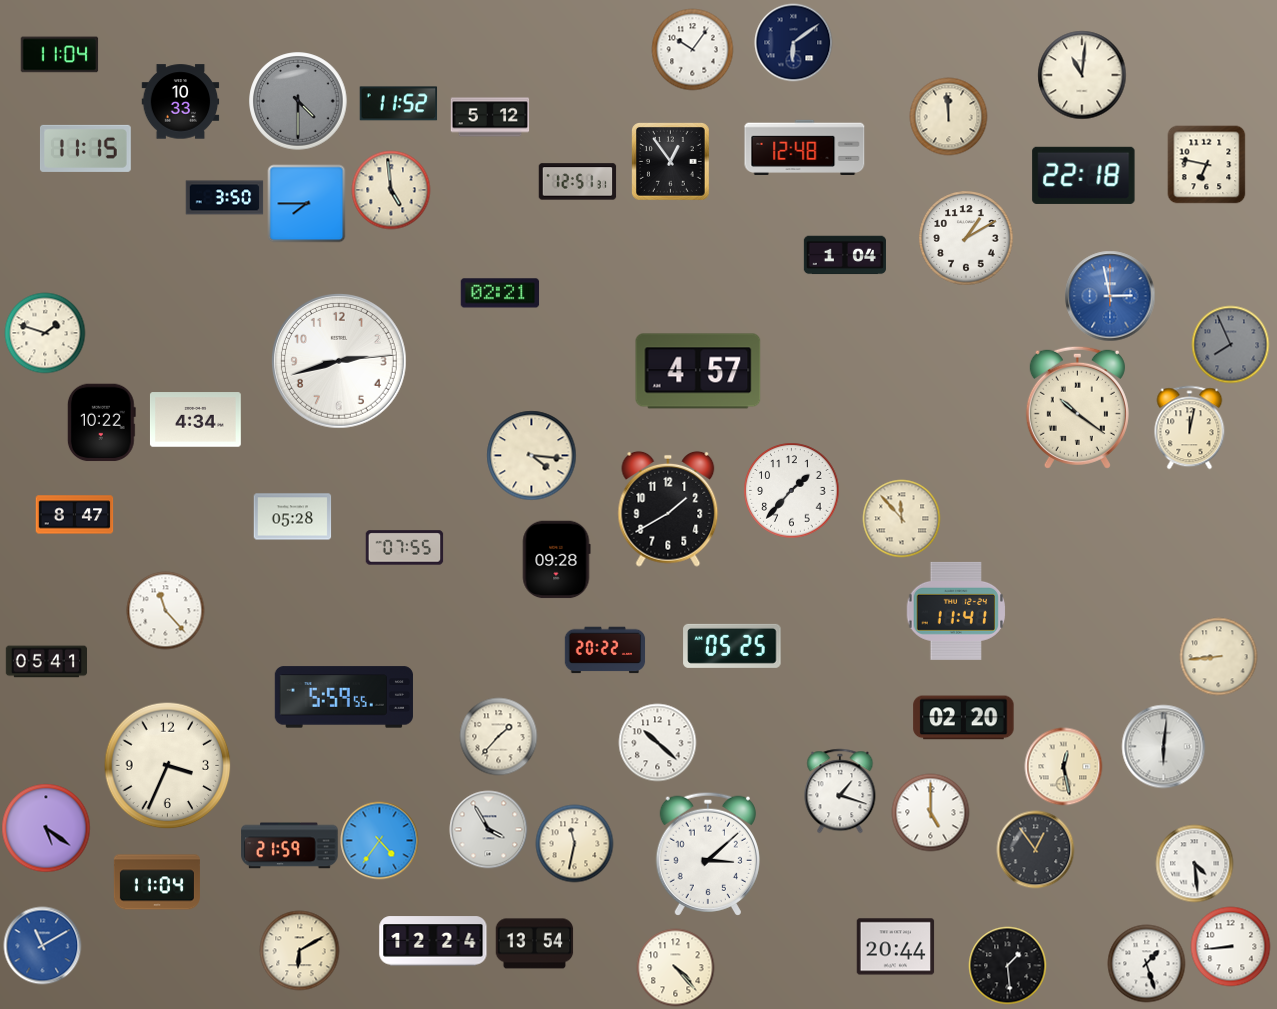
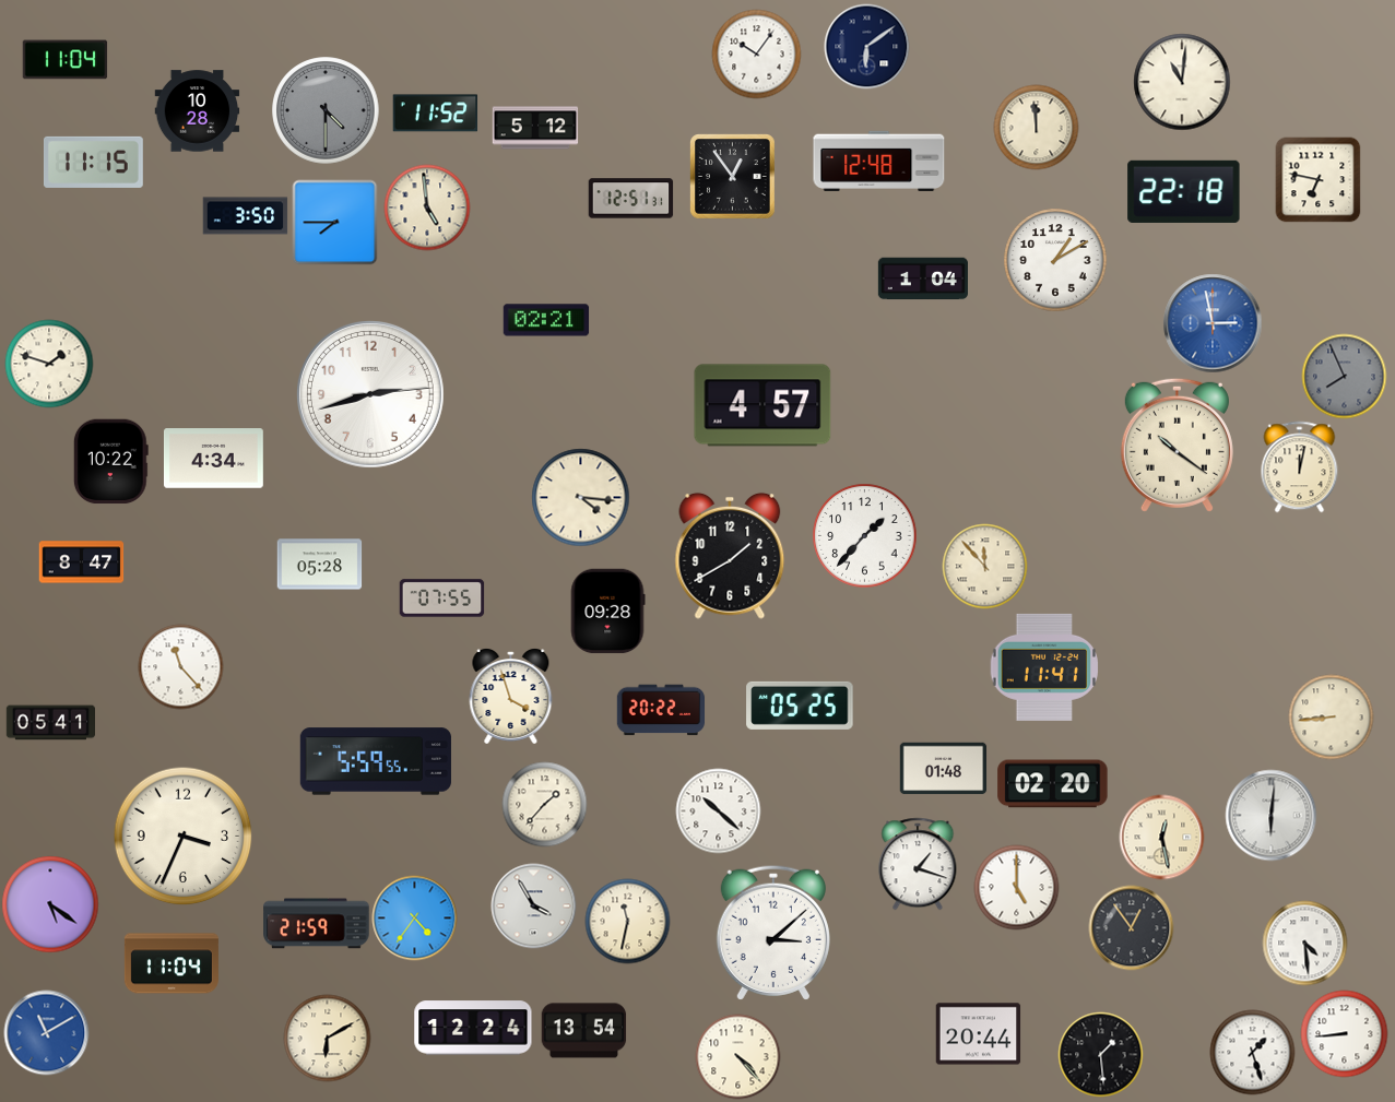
clock at (180, 102): 10:33 -> 10:28
clock at (511, 696): none -> 3:57
clock at (943, 769): none -> 01:48
